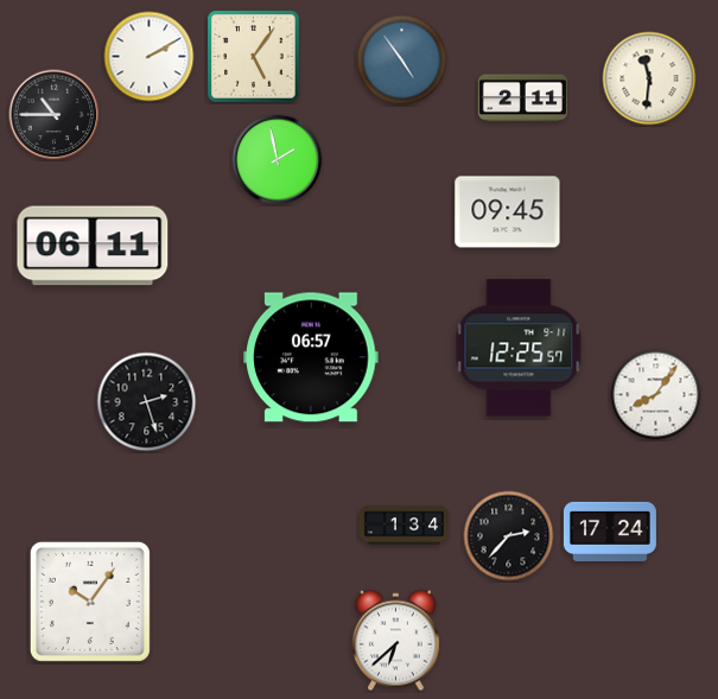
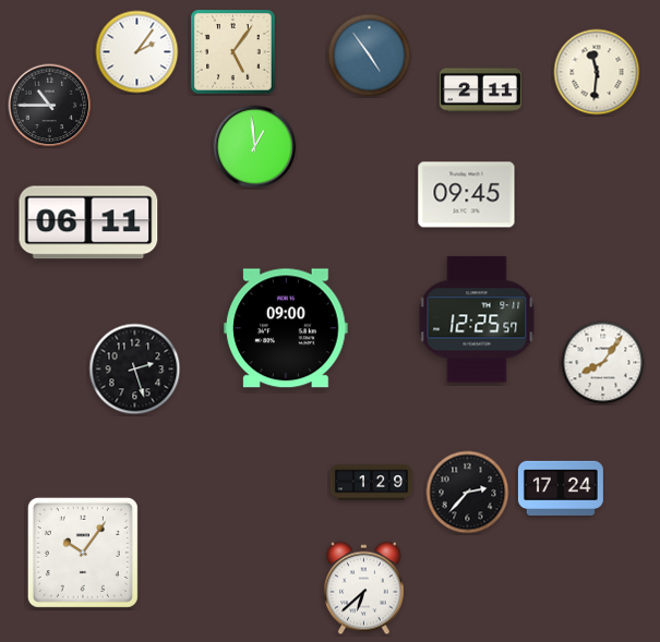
clock at (150, 57): 2:10 -> 2:06
clock at (278, 160): 1:58 -> 12:59
clock at (93, 246) position: (93, 246) -> (88, 222)
clock at (311, 357): 06:57 -> 09:00
clock at (404, 526): 1:34 -> 1:29
